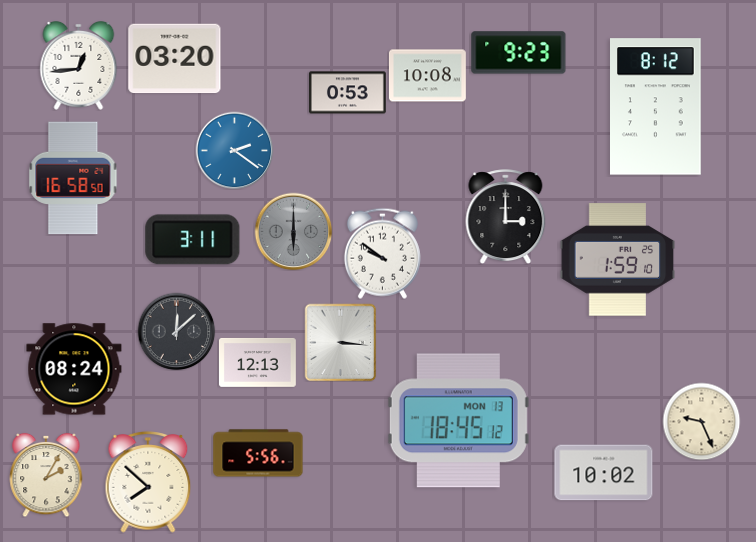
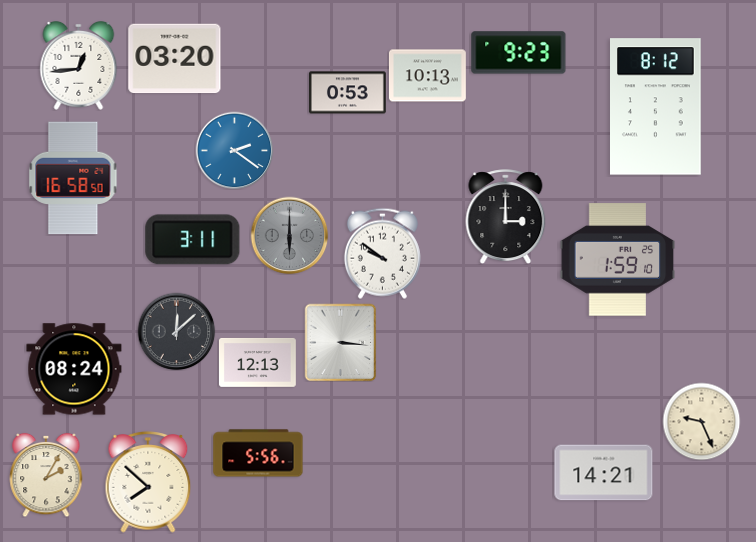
clock at (427, 76): 10:08 -> 10:13
clock at (293, 231) position: (293, 231) -> (289, 235)
clock at (458, 421): 18:45 -> none
clock at (604, 473): 10:02 -> 14:21
